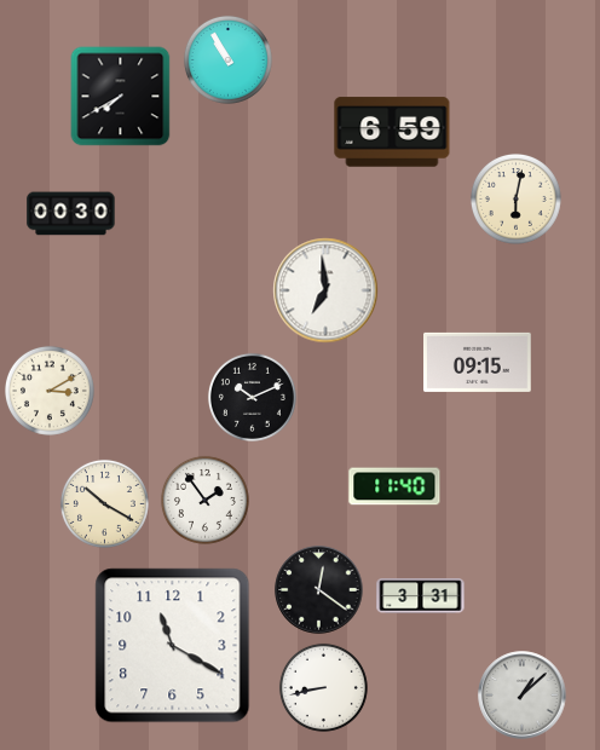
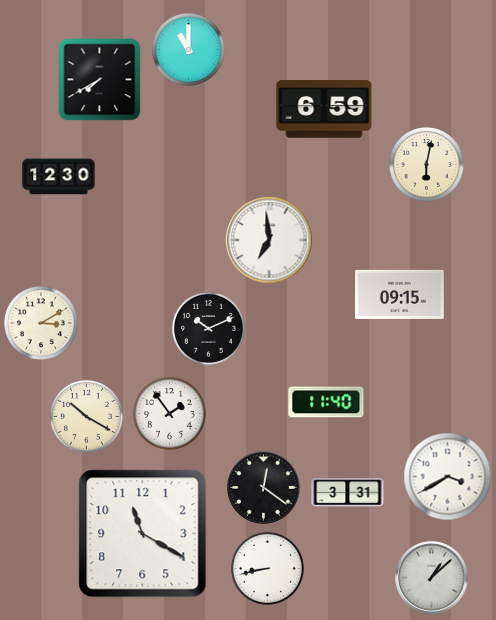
clock at (227, 59): 10:55 -> 11:00
clock at (71, 214): 00:30 -> 12:30
clock at (478, 362) position: (478, 362) -> (400, 294)
clock at (448, 477): none -> 3:40
clock at (523, 696) position: (523, 696) -> (432, 578)
